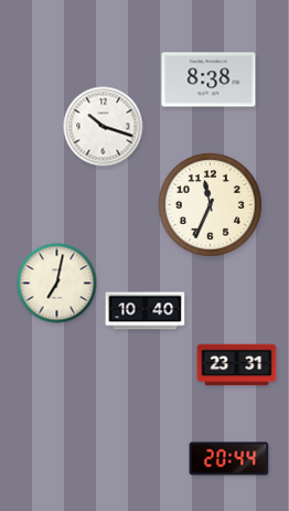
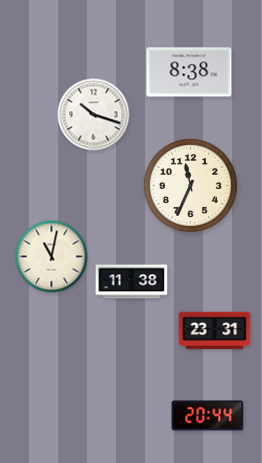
clock at (57, 284): 7:02 -> 11:02
clock at (146, 311): 10:40 -> 11:38
